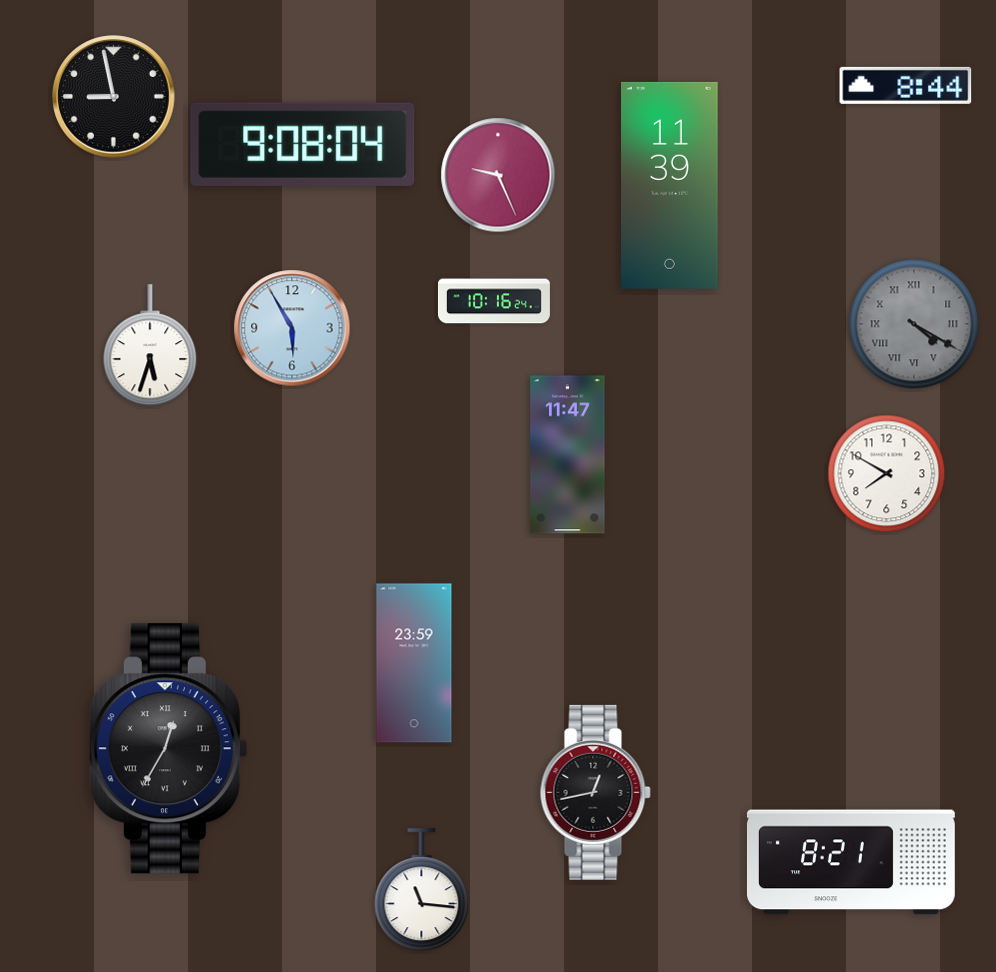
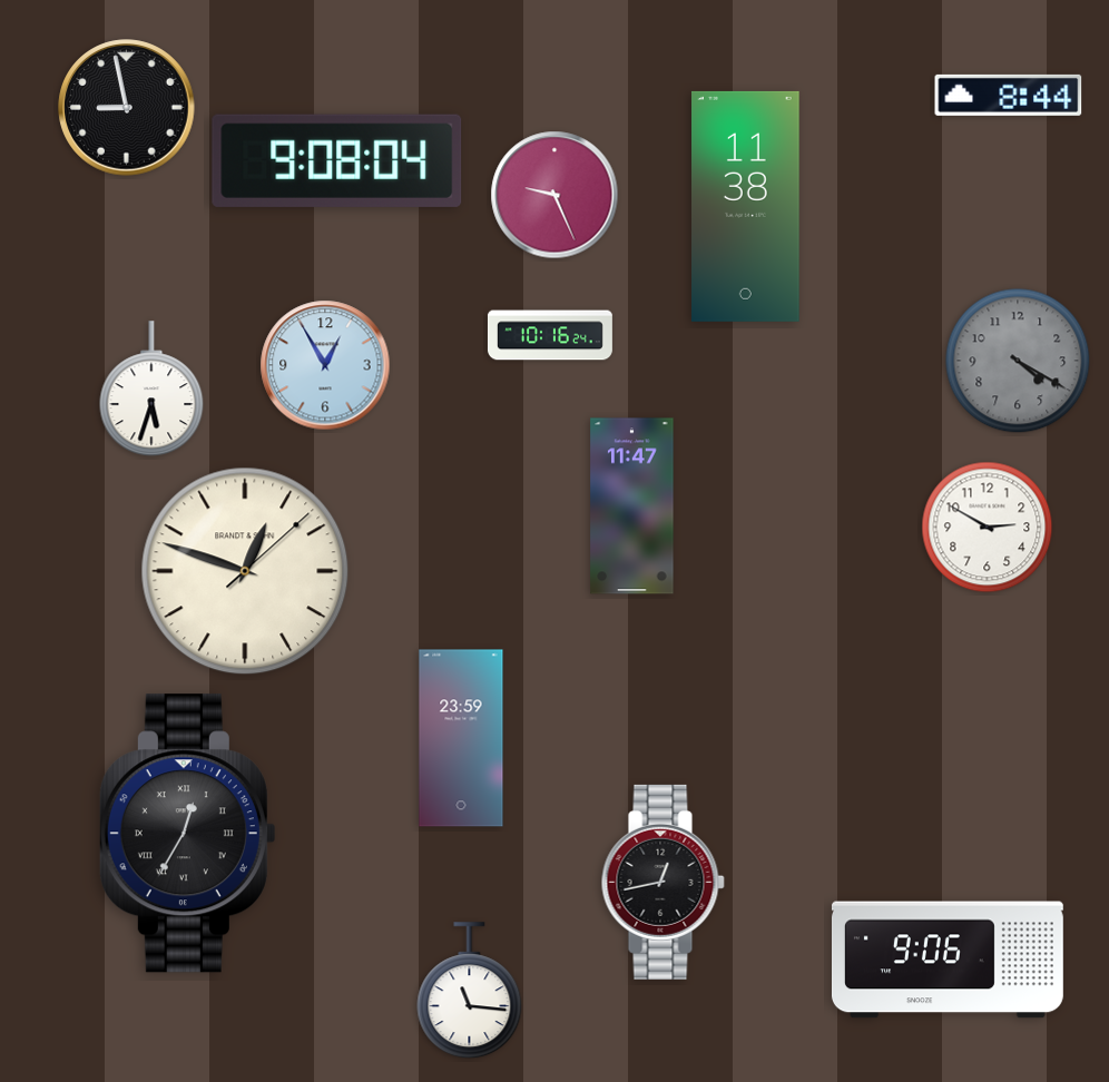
clock at (670, 185): 11:39 -> 11:38
clock at (914, 324) numerals: Roman -> Arabic
clock at (292, 328): 5:55 -> 12:55
clock at (150, 346) position: (150, 346) -> (151, 390)
clock at (887, 474): 7:50 -> 2:50
clock at (245, 571): none -> 12:48
clock at (851, 862): 8:21 -> 9:06
